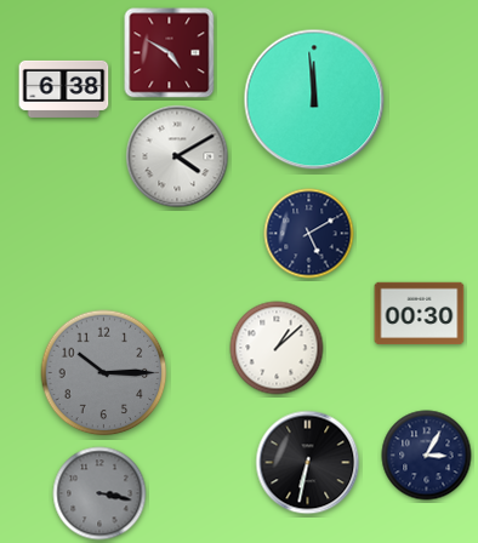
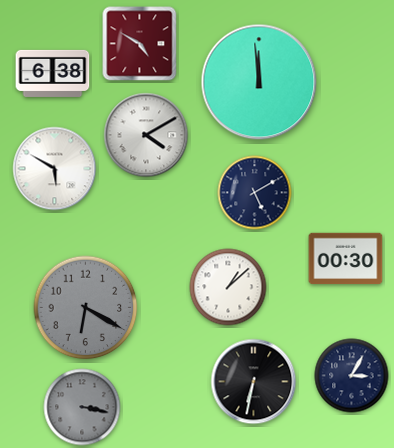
clock at (177, 156) position: (177, 156) -> (146, 135)
clock at (55, 169): none -> 5:50
clock at (104, 373): 10:15 -> 6:20
